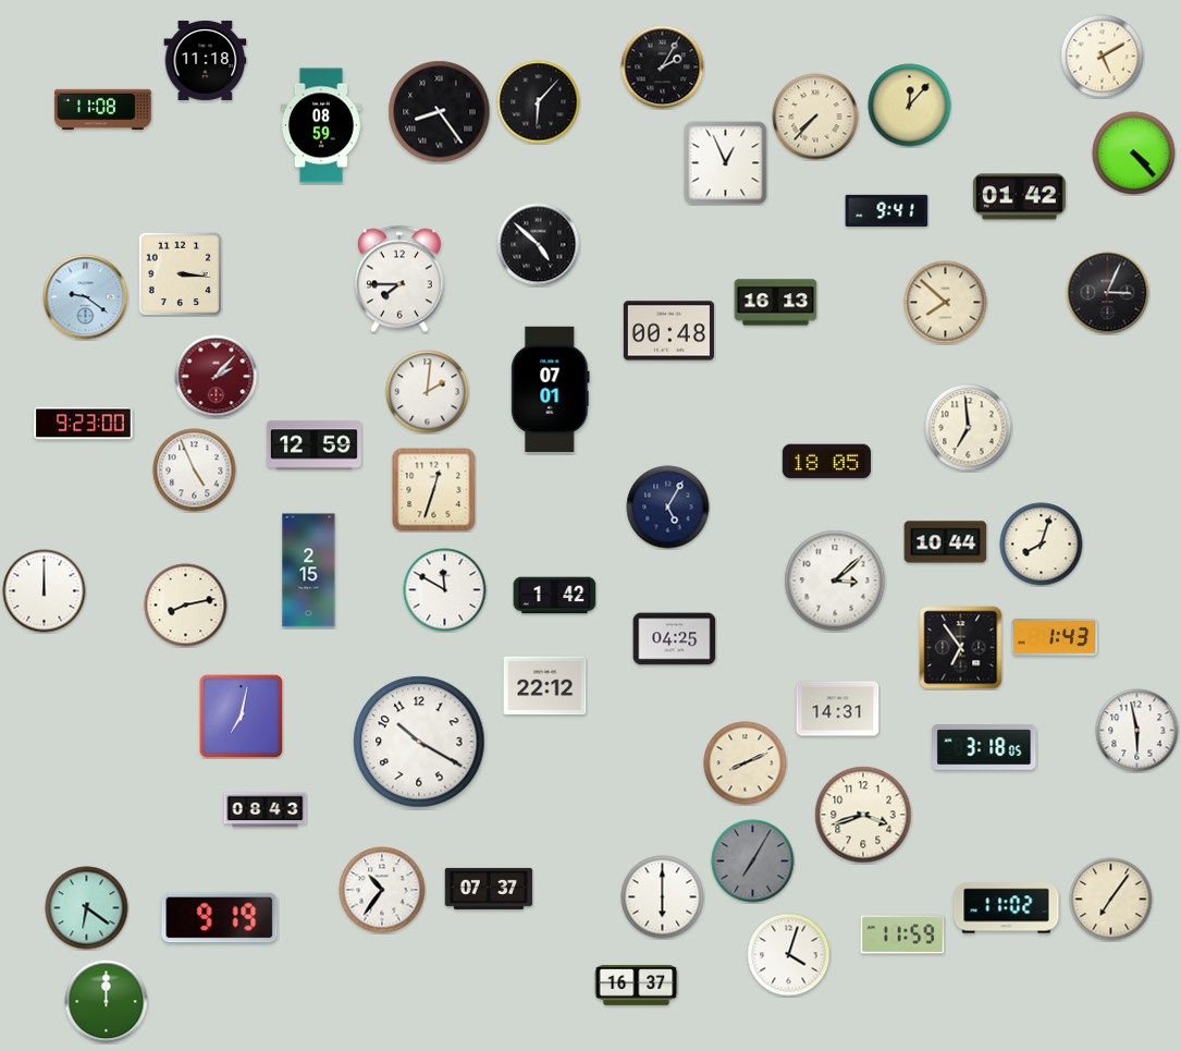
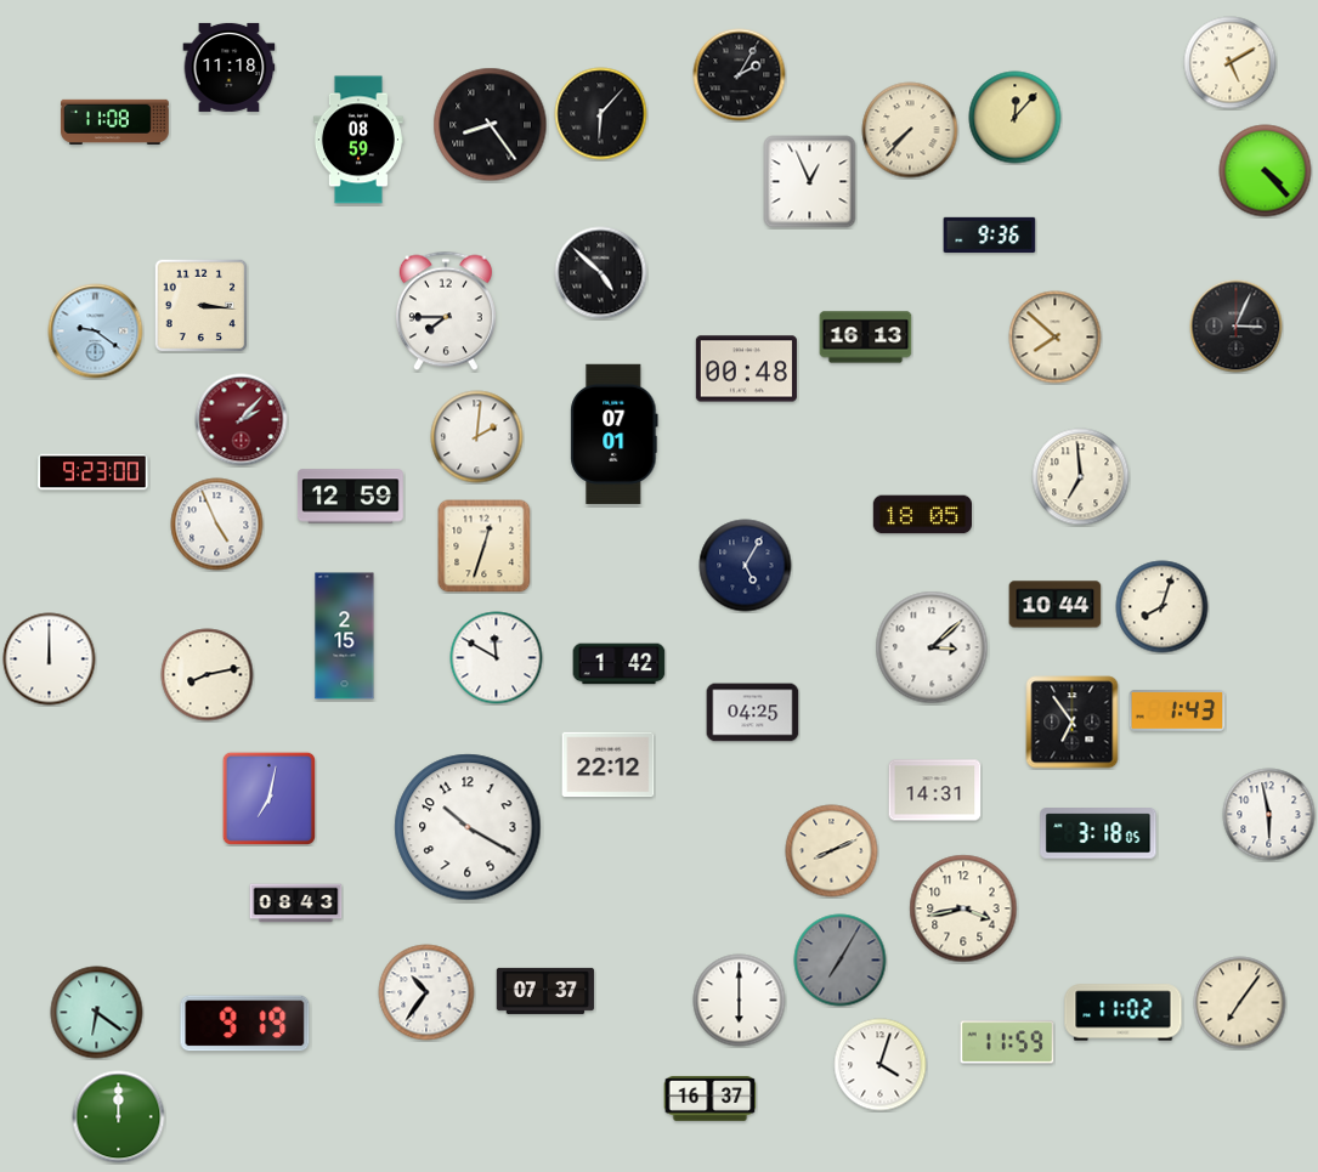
clock at (1019, 197): 01:42 -> none
clock at (887, 210): 9:41 -> 9:36
clock at (863, 815): 3:42 -> 3:43
